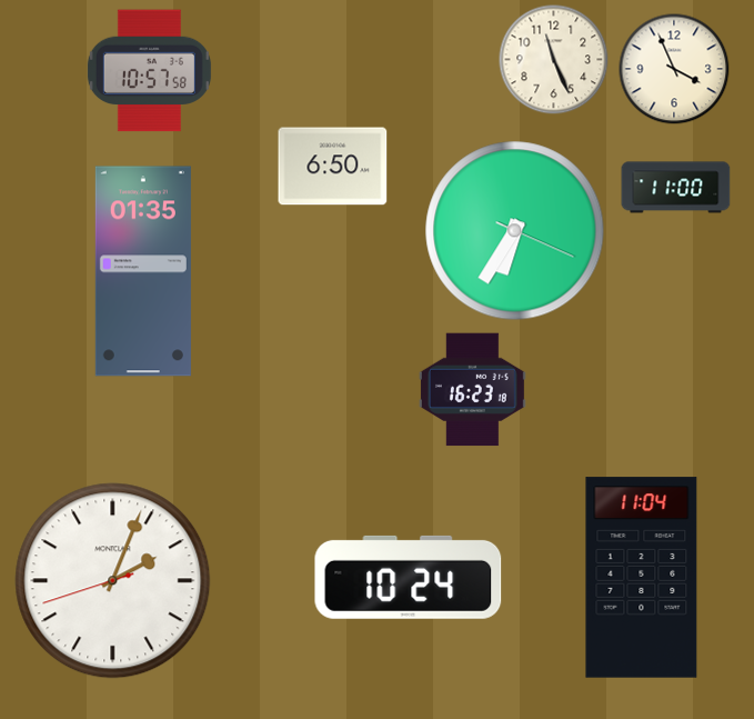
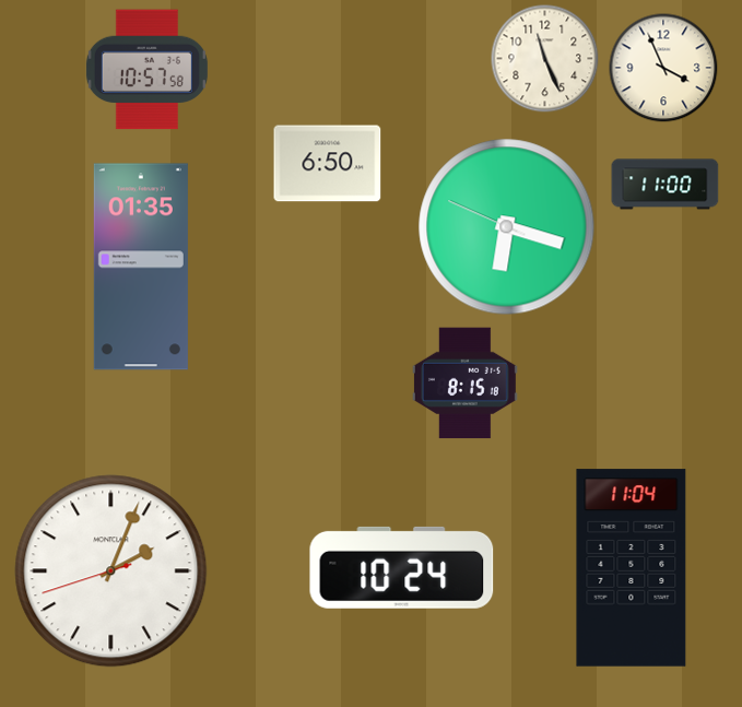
clock at (515, 231): 6:35 -> 6:17
clock at (472, 390): 16:23 -> 8:15
